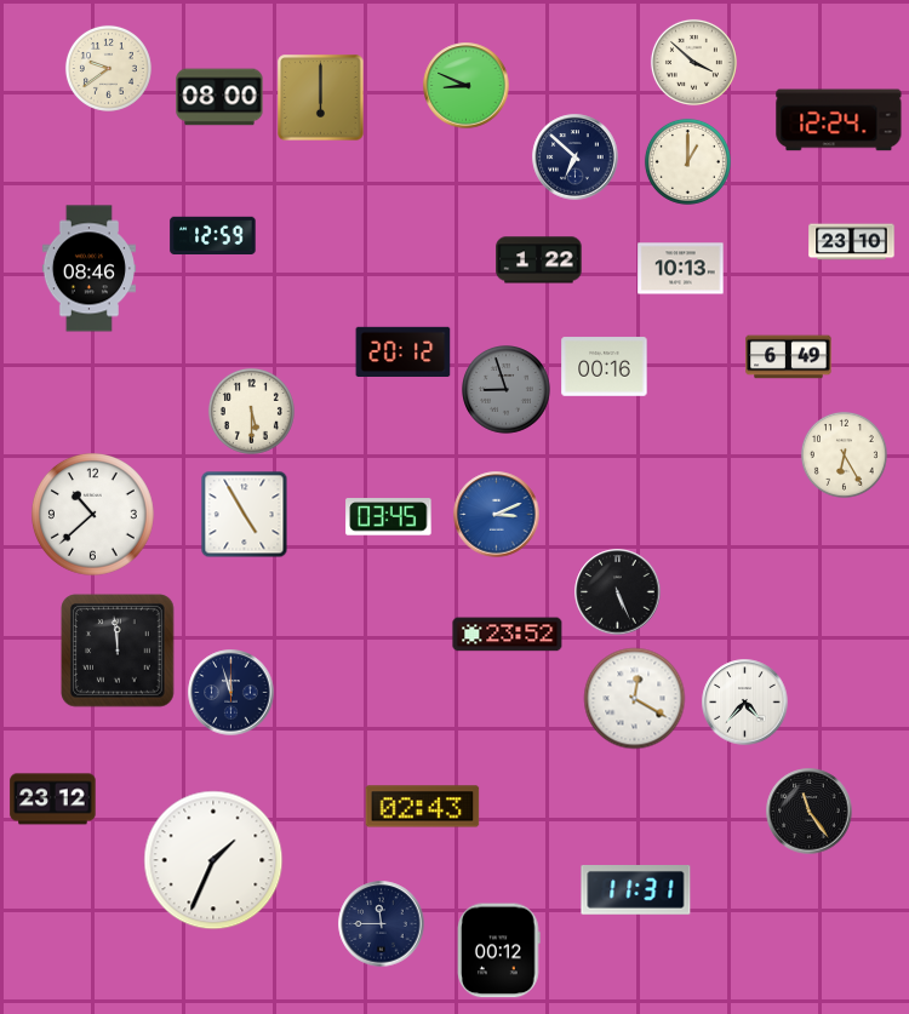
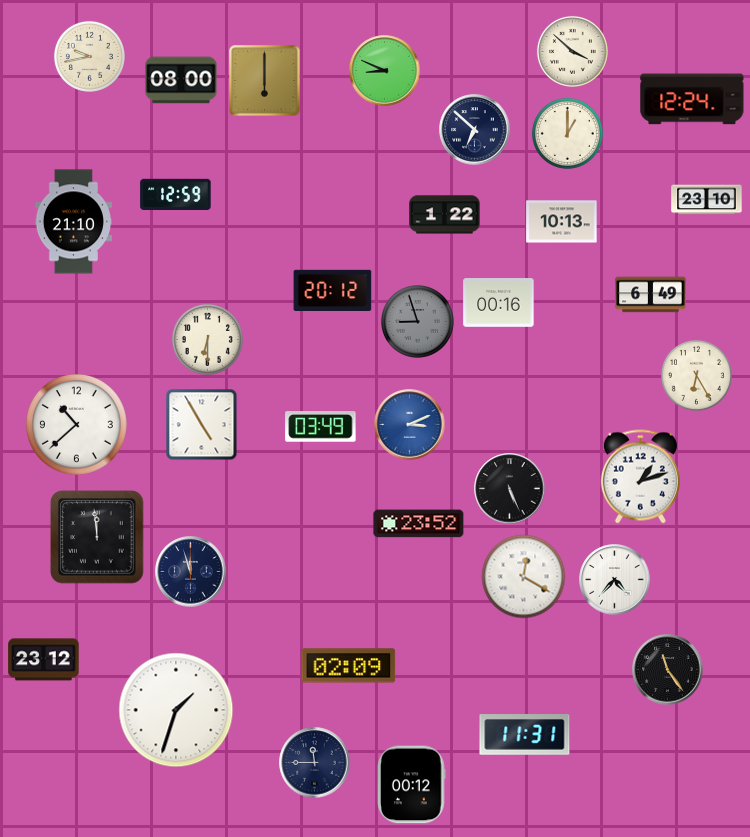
clock at (108, 68): 9:39 -> 9:43
clock at (852, 242) position: (852, 242) -> (707, 200)
clock at (88, 269): 08:46 -> 21:10
clock at (251, 411): 5:30 -> 6:30
clock at (389, 517): 03:45 -> 03:49
clock at (640, 477): none -> 1:12
clock at (423, 807): 02:43 -> 02:09
clock at (213, 860): 1:34 -> 1:33
